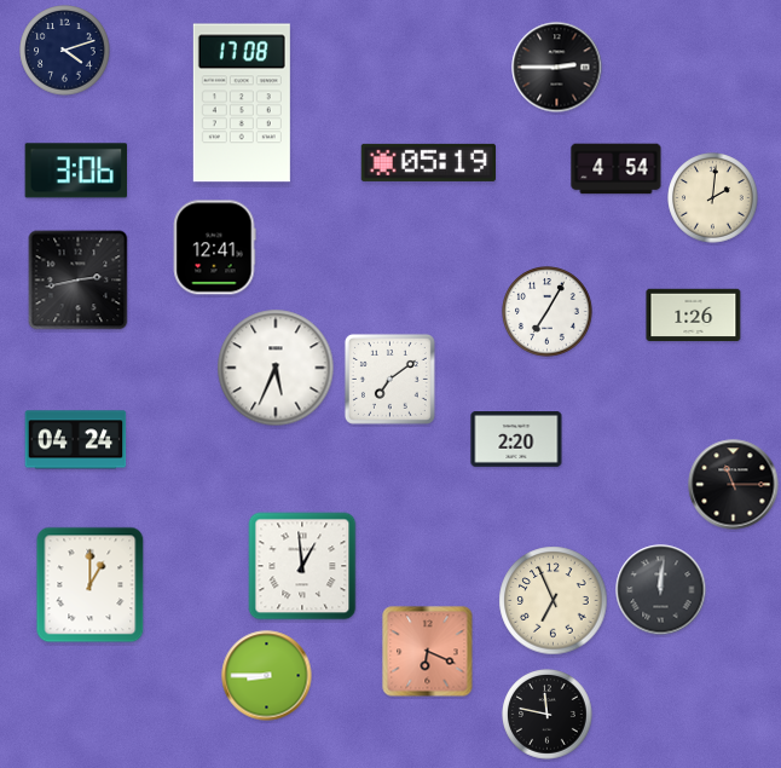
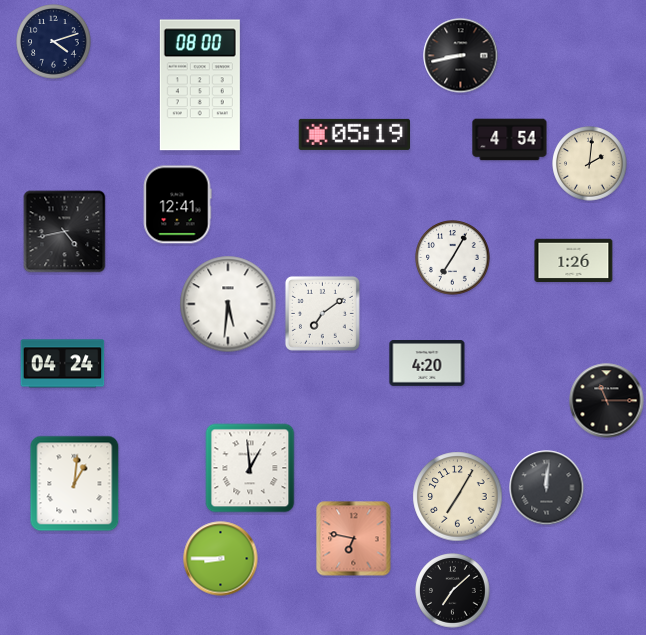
clock at (557, 68): 2:45 -> 8:43
clock at (242, 103): 17:08 -> 08:00
clock at (76, 171): 3:06 -> none
clock at (79, 281): 2:43 -> 4:43
clock at (276, 368): 5:34 -> 5:31
clock at (516, 440): 2:20 -> 4:20
clock at (91, 585): 1:00 -> 1:01
clock at (554, 601): 6:56 -> 7:05
clock at (428, 652): 6:19 -> 6:47
clock at (548, 715): 11:47 -> 7:08
